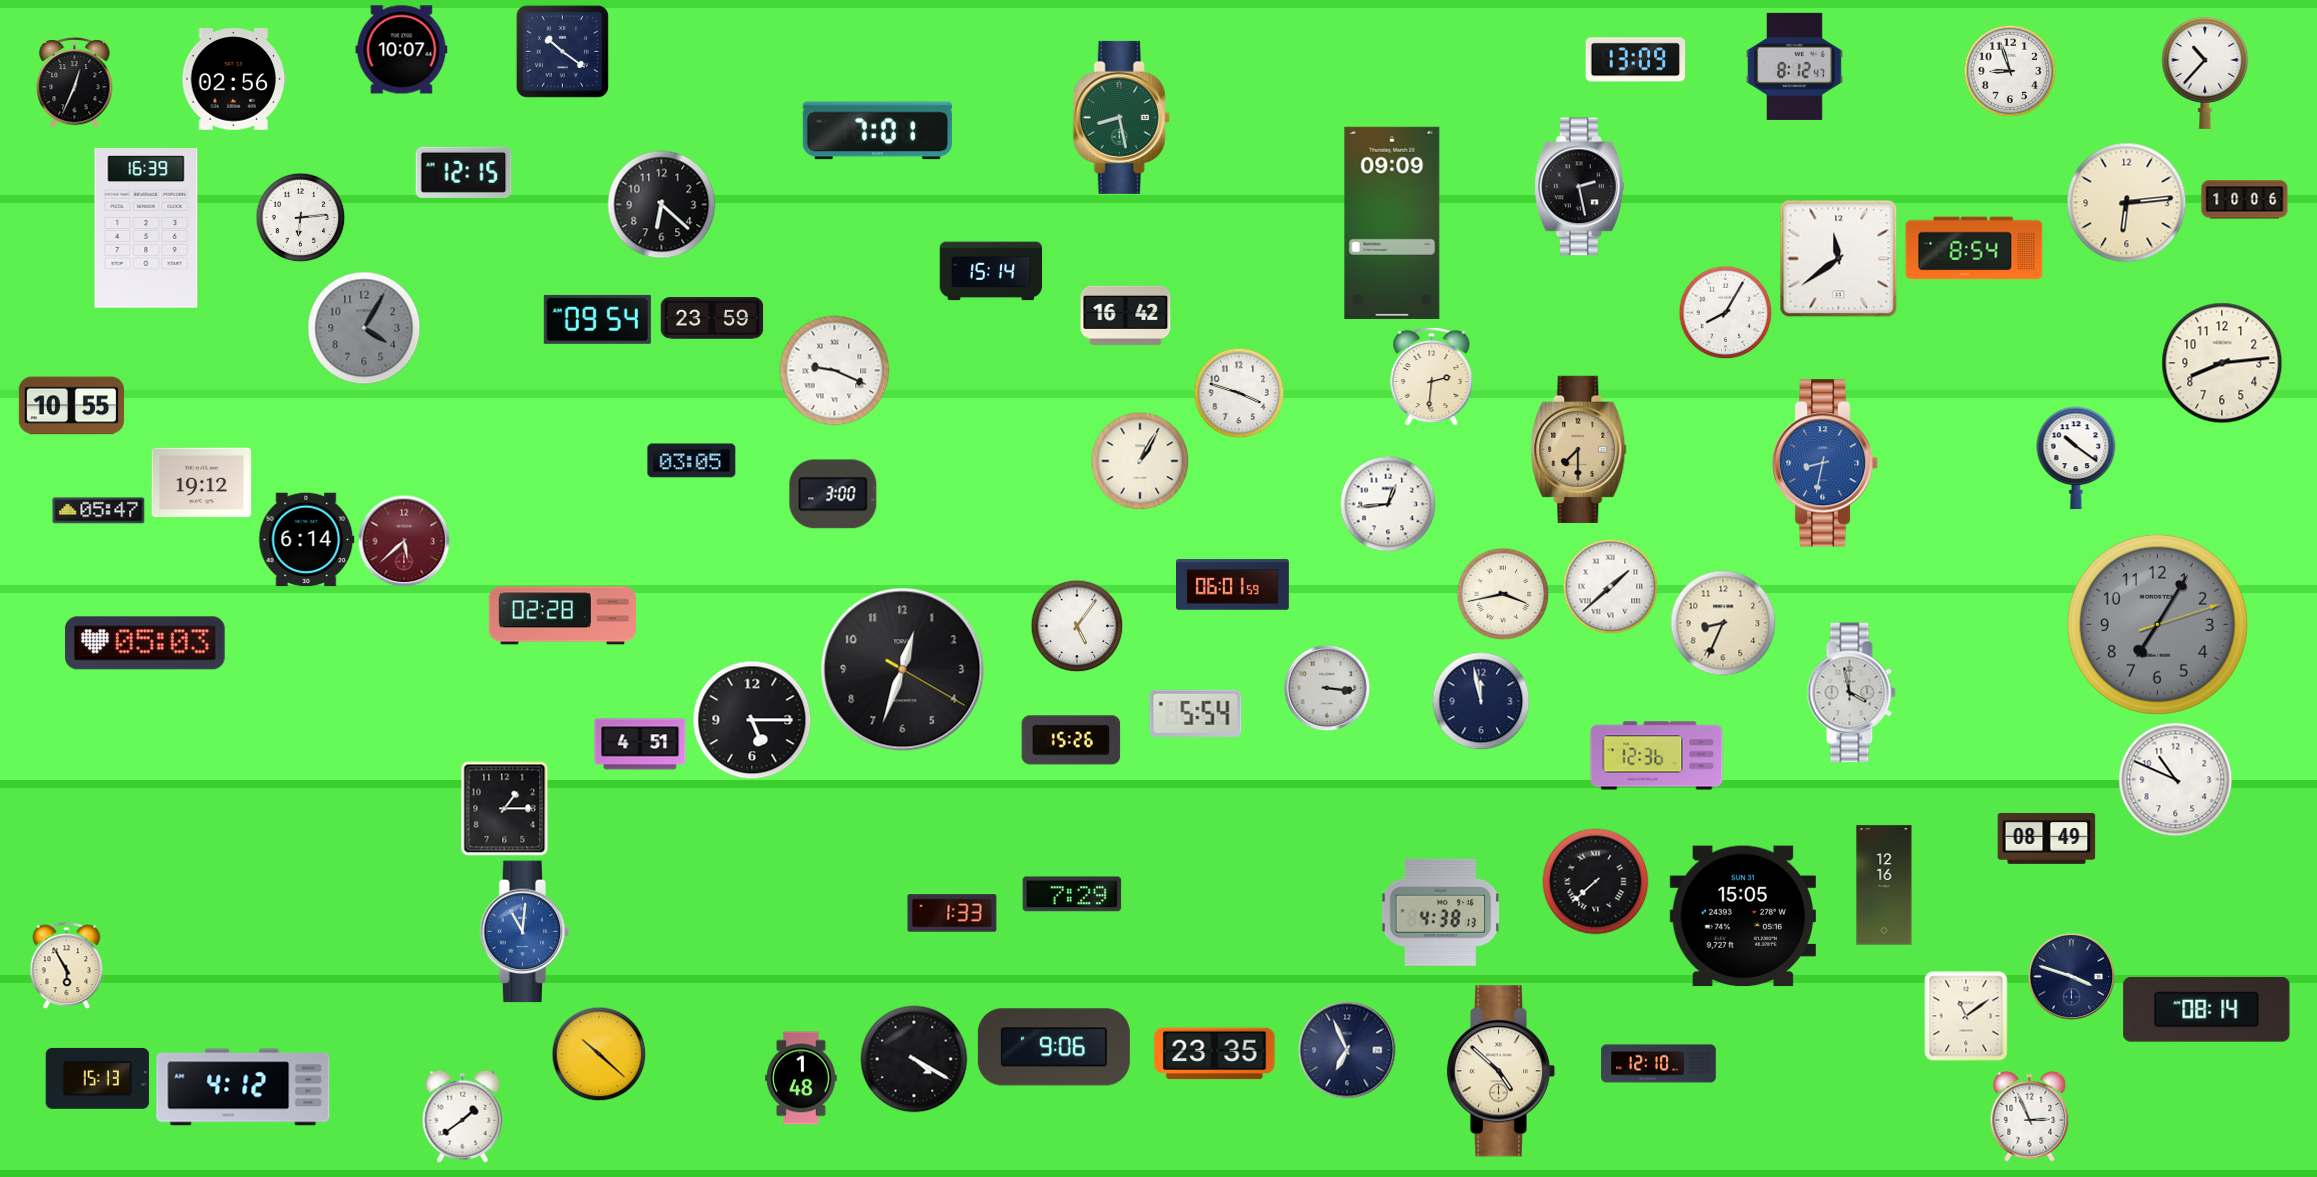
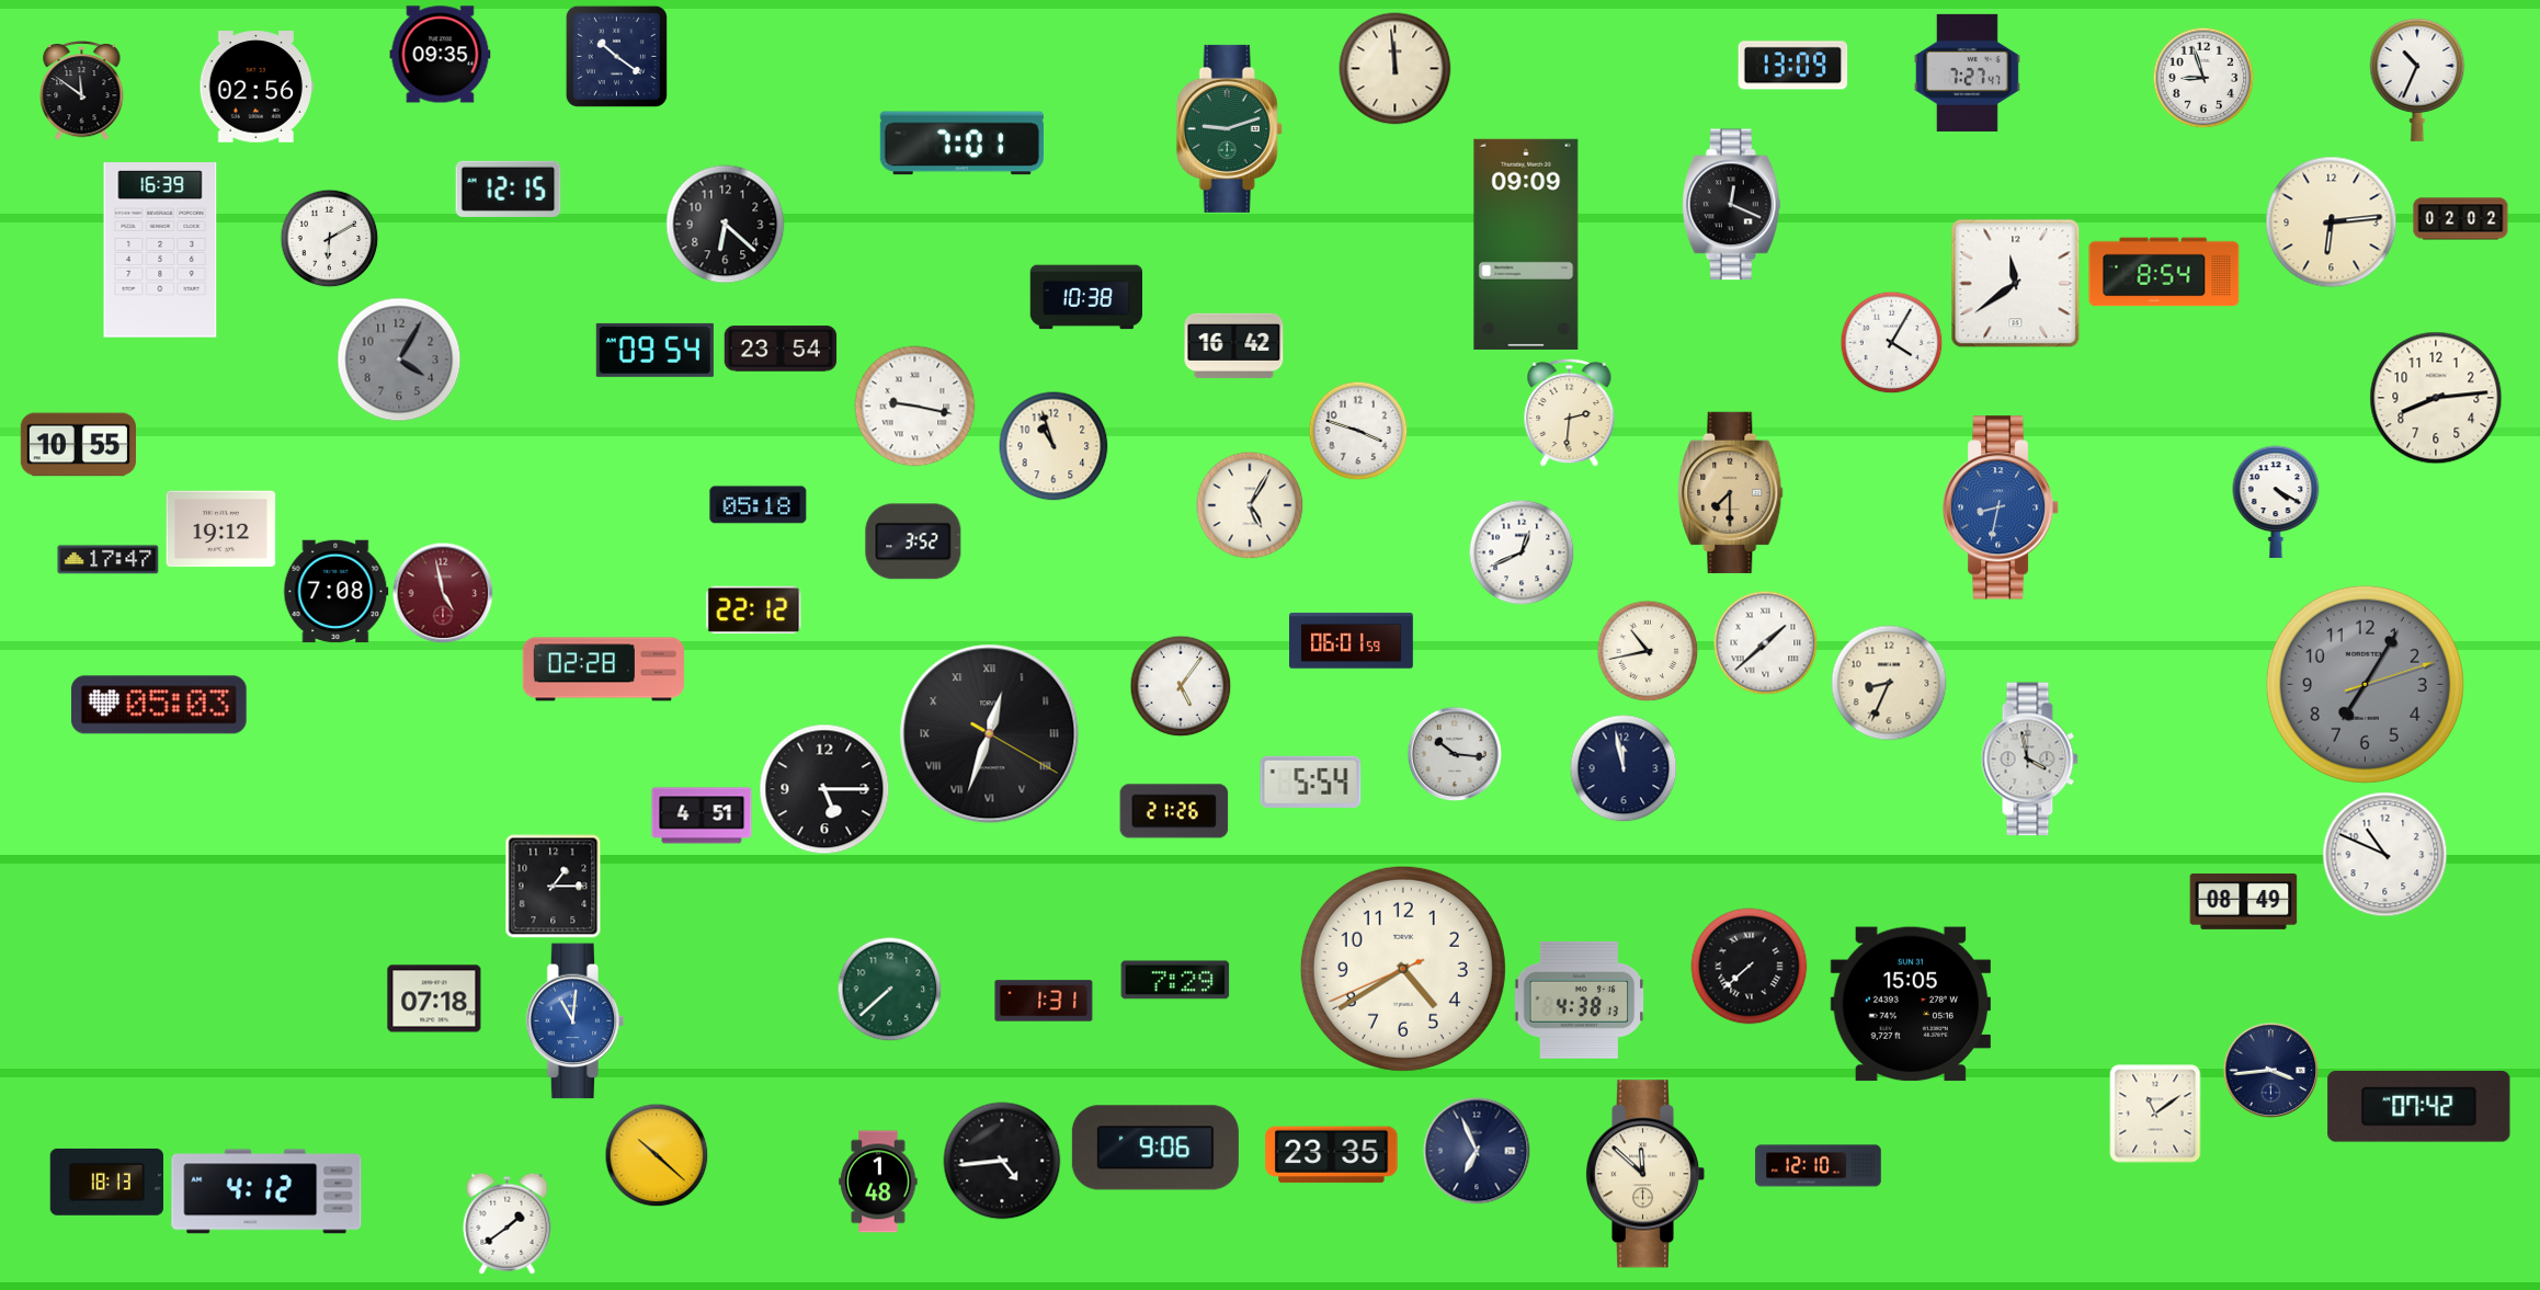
clock at (402, 50): 10:07 -> 09:35
clock at (1396, 69): none -> 11:59
clock at (1794, 66): 8:12 -> 7:27
clock at (2205, 73): 10:37 -> 10:34
clock at (75, 82): 12:34 -> 11:51
clock at (1121, 117): 8:28 -> 9:12
clock at (1579, 187): 2:28 -> 12:19
clock at (2245, 200): 10:06 -> 02:02
clock at (300, 217): 6:14 -> 6:10
clock at (991, 271): 15:14 -> 10:38
clock at (1725, 312): 8:05 -> 4:05
clock at (712, 318): 23:59 -> 23:54
clock at (835, 371): 9:19 -> 9:17
clock at (1053, 446): none -> 10:57
clock at (2076, 458): 10:21 -> 4:20
clock at (692, 461): 03:05 -> 05:18
clock at (1140, 461): 1:05 -> 5:05
clock at (833, 494): 3:00 -> 3:52
clock at (1388, 504): 12:44 -> 12:41
clock at (99, 511): 05:47 -> 17:47
clock at (307, 540): 6:14 -> 7:08
clock at (404, 541): 5:38 -> 4:58
clock at (754, 609): none -> 22:12
clock at (1503, 594): 3:43 -> 10:43
clock at (562, 616) position: (562, 616) -> (603, 670)
clock at (903, 670) numerals: Arabic -> Roman
clock at (1327, 688): 3:16 -> 10:16
clock at (1071, 740): 15:26 -> 21:26
clock at (1657, 756): 12:36 -> none
clock at (2047, 838) position: (2047, 838) -> (2244, 901)
clock at (1403, 969): none -> 4:39
clock at (1884, 885): 12:16 -> none
clock at (889, 989): none -> 7:38
clock at (434, 998): none -> 07:18
clock at (952, 913): 1:33 -> 1:31
clock at (67, 965): 5:55 -> none
clock at (2071, 976): 3:48 -> 3:44
clock at (2207, 1010): 08:14 -> 07:42
clock at (914, 1059): 4:20 -> 4:44
clock at (1501, 1071): 4:52 -> 11:52
clock at (97, 1078): 15:13 -> 18:13
clock at (2030, 1116): 2:56 -> none
